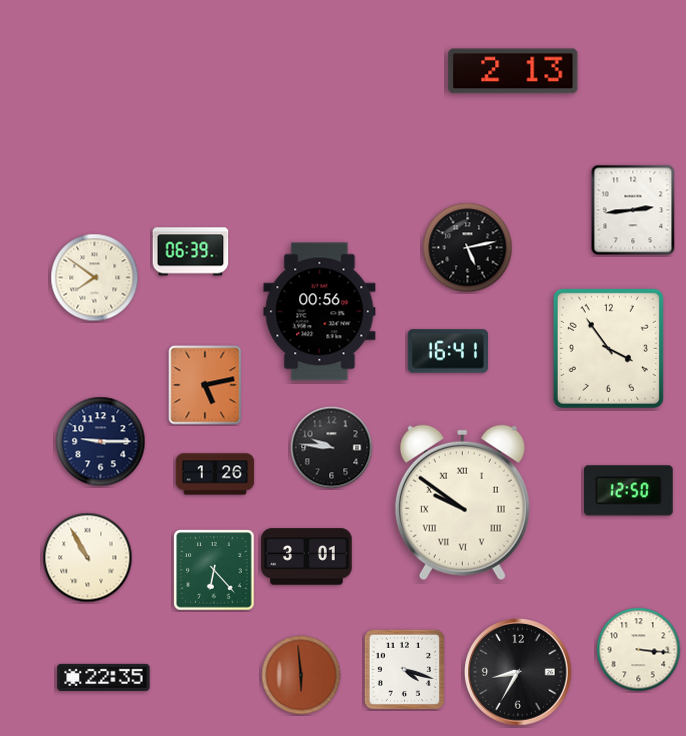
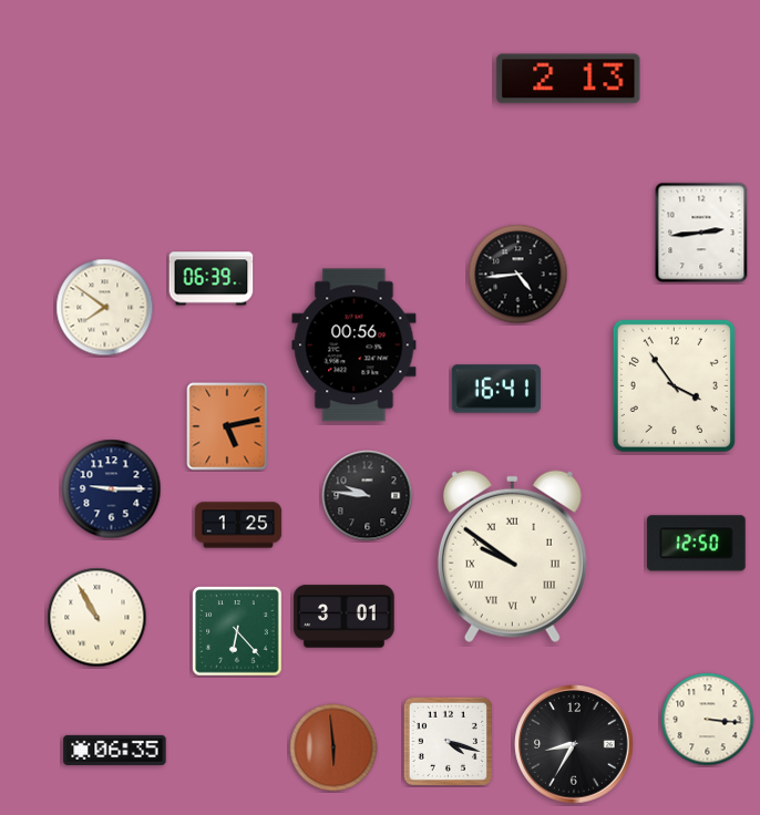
clock at (468, 248): 5:13 -> 4:44
clock at (215, 474): 1:26 -> 1:25
clock at (307, 557) position: (307, 557) -> (345, 617)
clock at (104, 677): 22:35 -> 06:35
